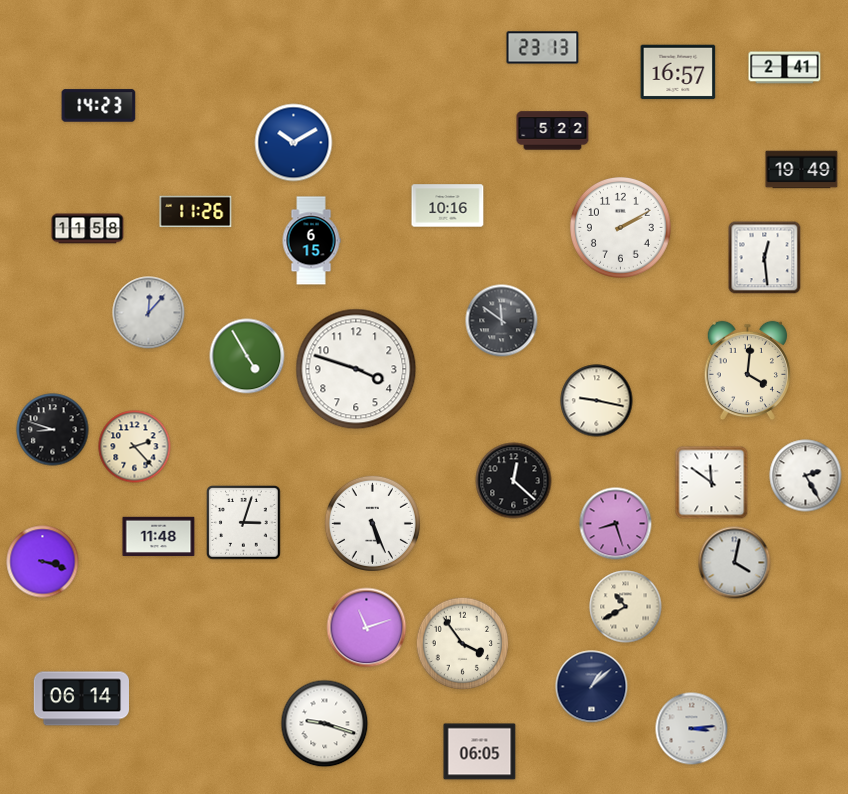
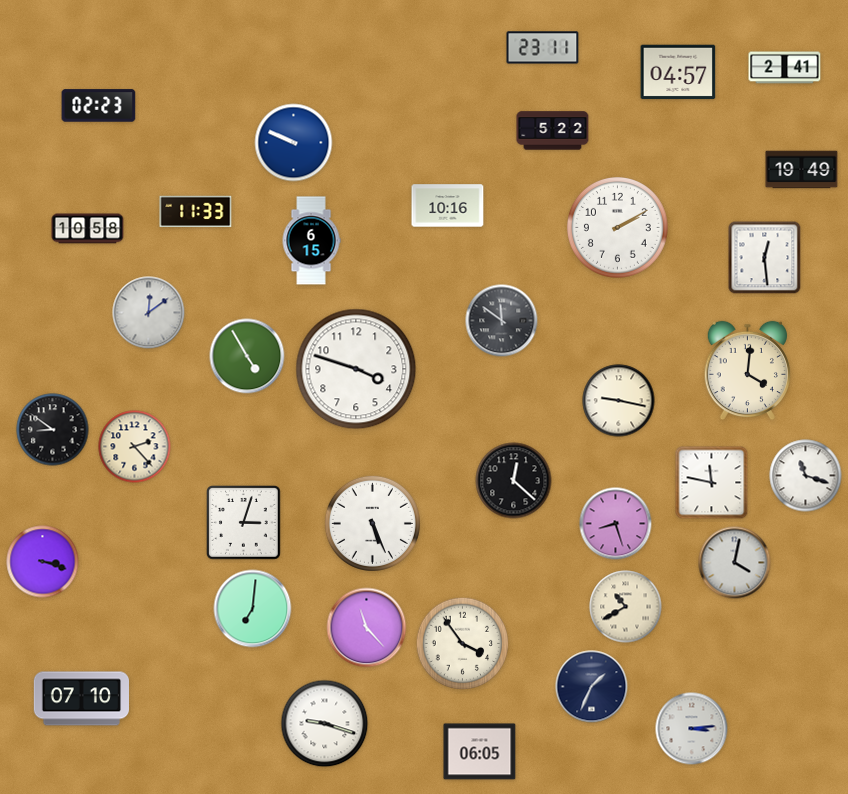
clock at (543, 48): 23:13 -> 23:11
clock at (678, 72): 16:57 -> 04:57
clock at (99, 106): 14:23 -> 02:23
clock at (294, 143): 10:10 -> 9:49
clock at (196, 212): 11:26 -> 11:33
clock at (620, 227) position: (620, 227) -> (617, 227)
clock at (88, 229): 11:58 -> 10:58
clock at (149, 313): 12:07 -> 12:09
clock at (597, 401) position: (597, 401) -> (619, 401)
clock at (53, 430): 8:48 -> 8:51
clock at (806, 476): 2:25 -> 11:18
clock at (712, 483): 11:51 -> 11:47
clock at (159, 537): 11:48 -> none
clock at (253, 609): none -> 7:01
clock at (367, 628): 11:12 -> 11:23
clock at (592, 687): 1:08 -> 1:34
clock at (81, 699): 06:14 -> 07:10
